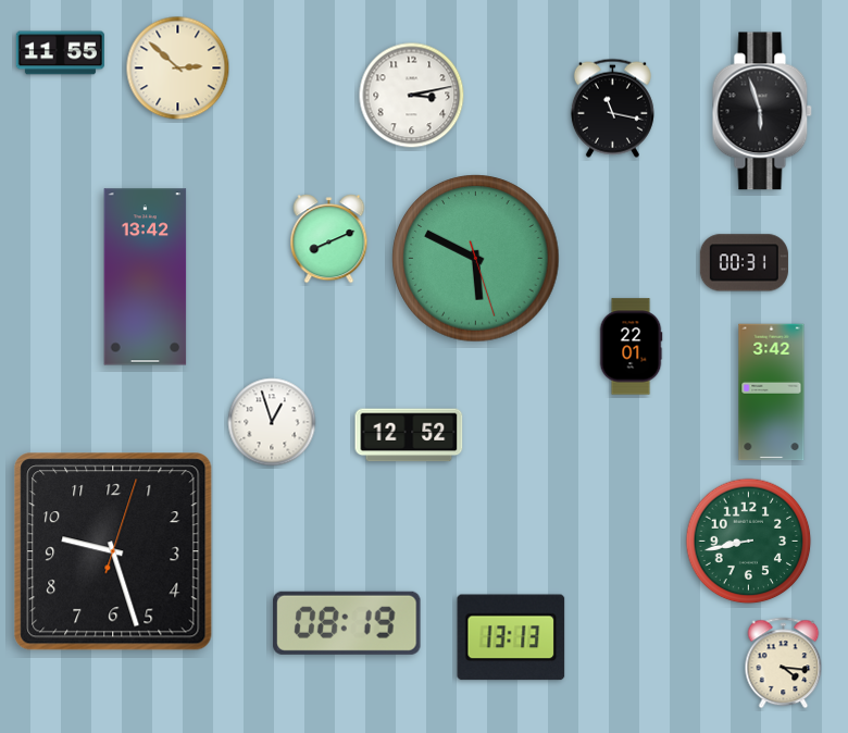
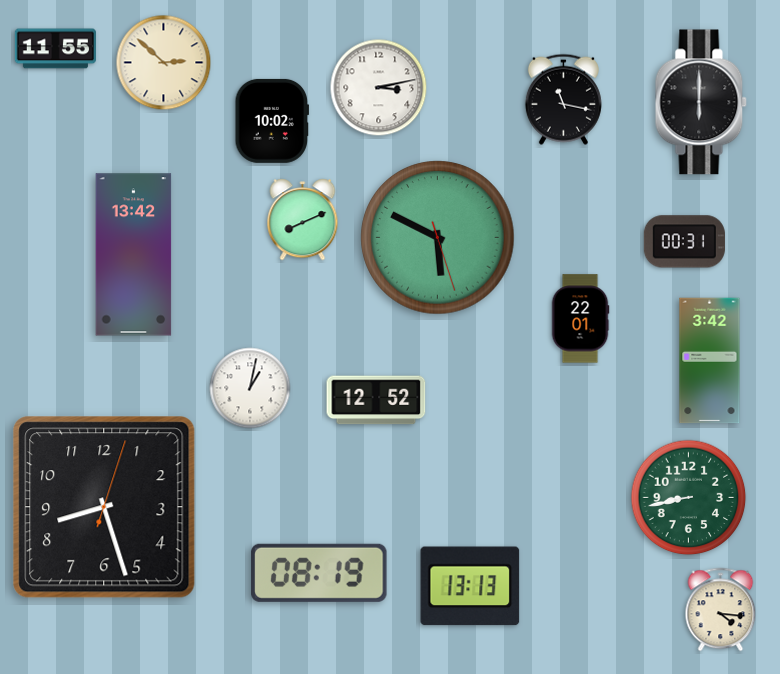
clock at (762, 111): 5:57 -> 6:00
clock at (271, 121): none -> 10:02
clock at (272, 422): 12:57 -> 1:02
clock at (113, 551): 9:27 -> 8:27
